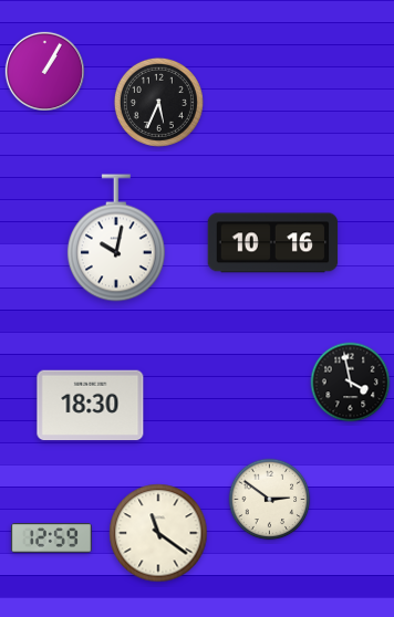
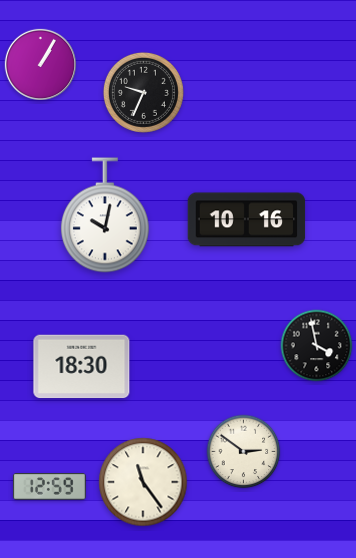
clock at (158, 102): 5:34 -> 9:34
clock at (158, 533): 11:21 -> 11:24
clock at (51, 538) position: (51, 538) -> (49, 487)
